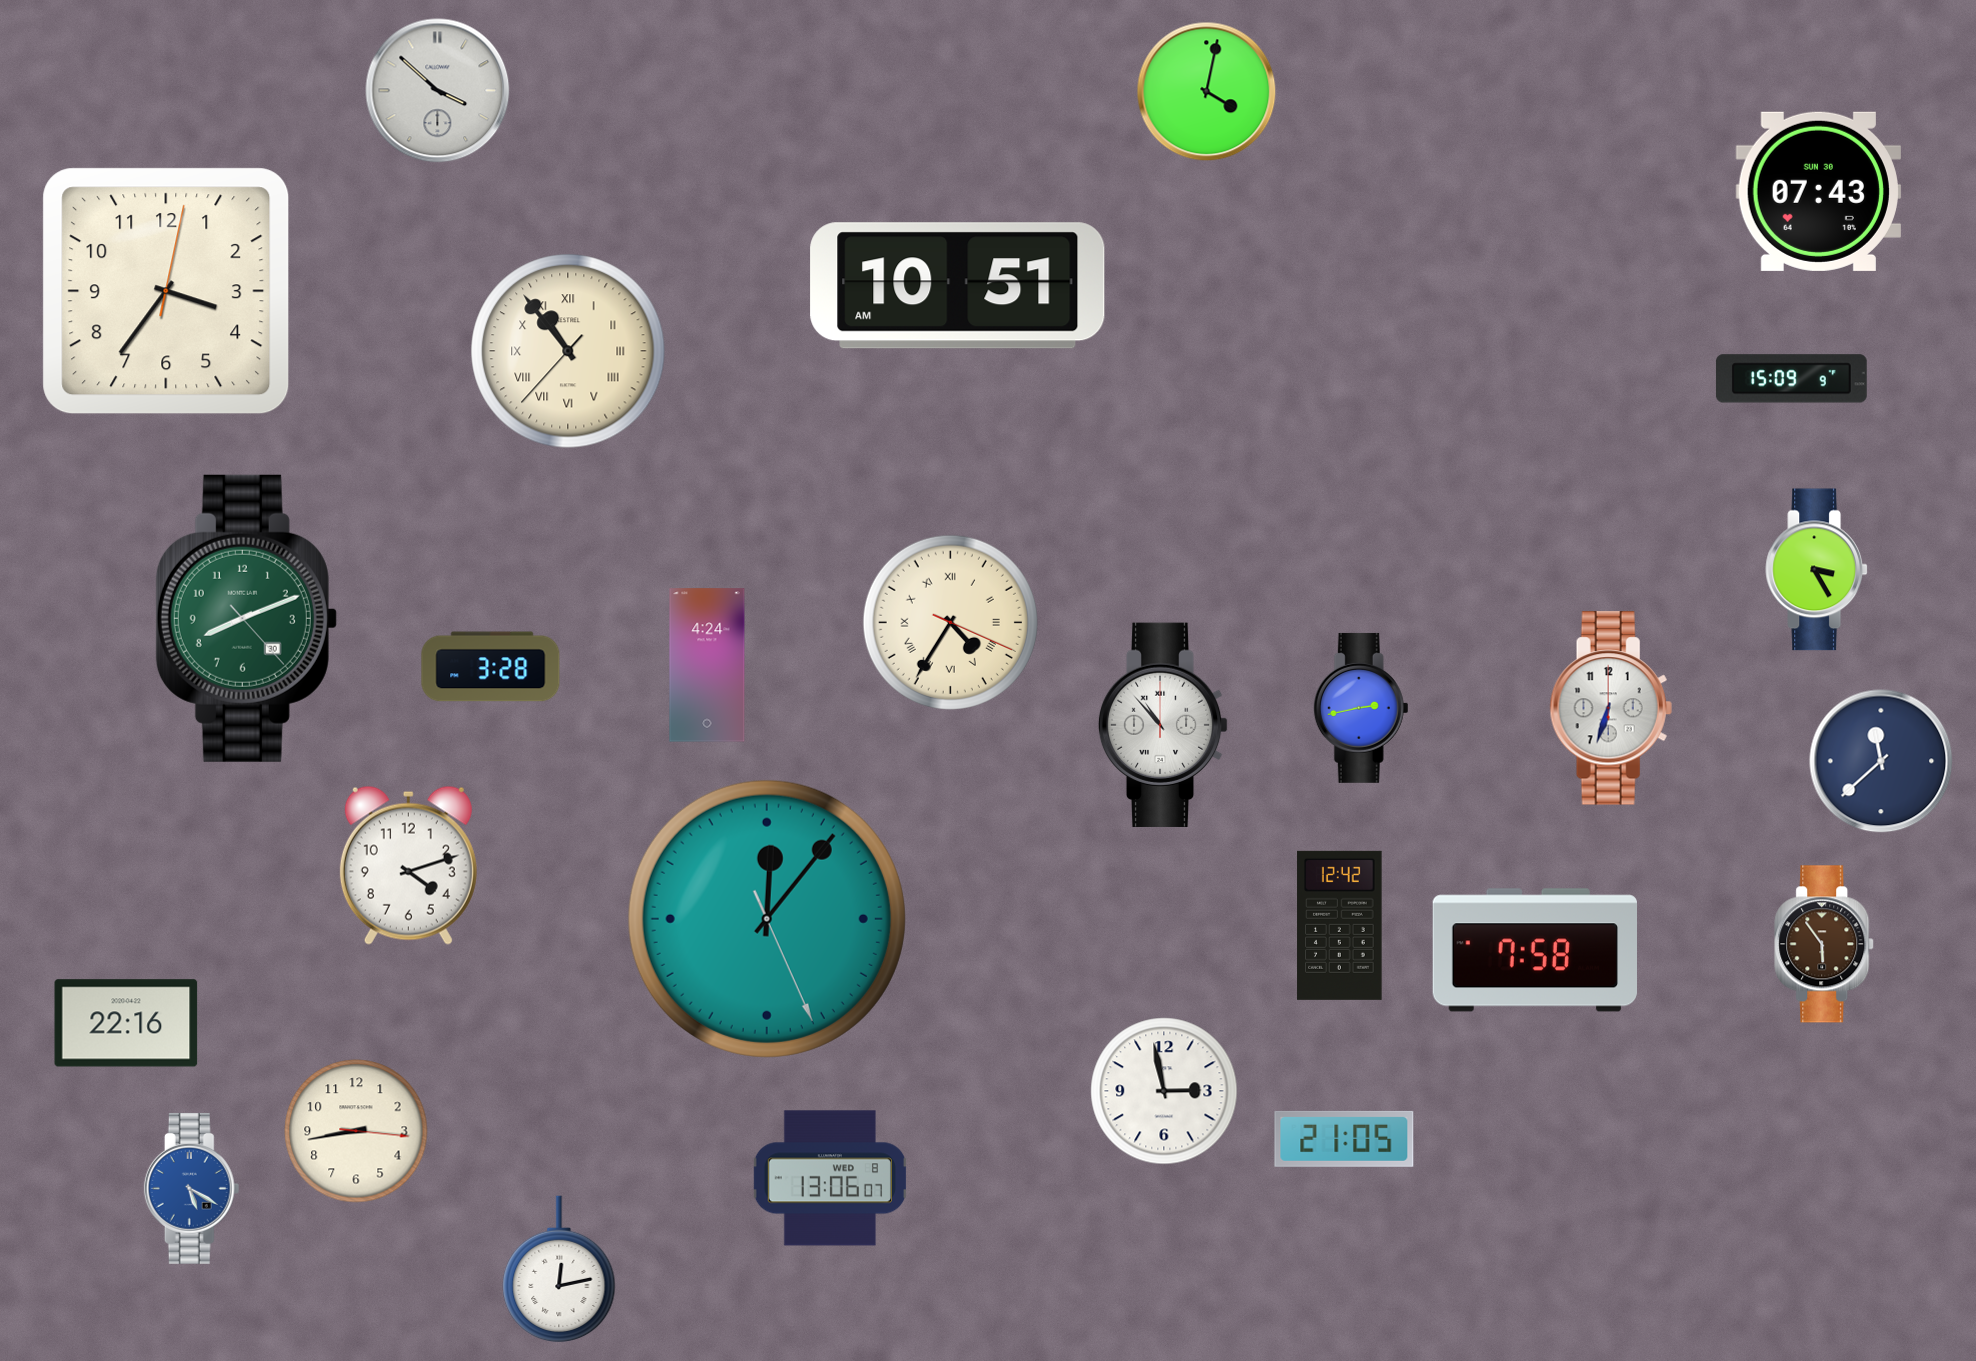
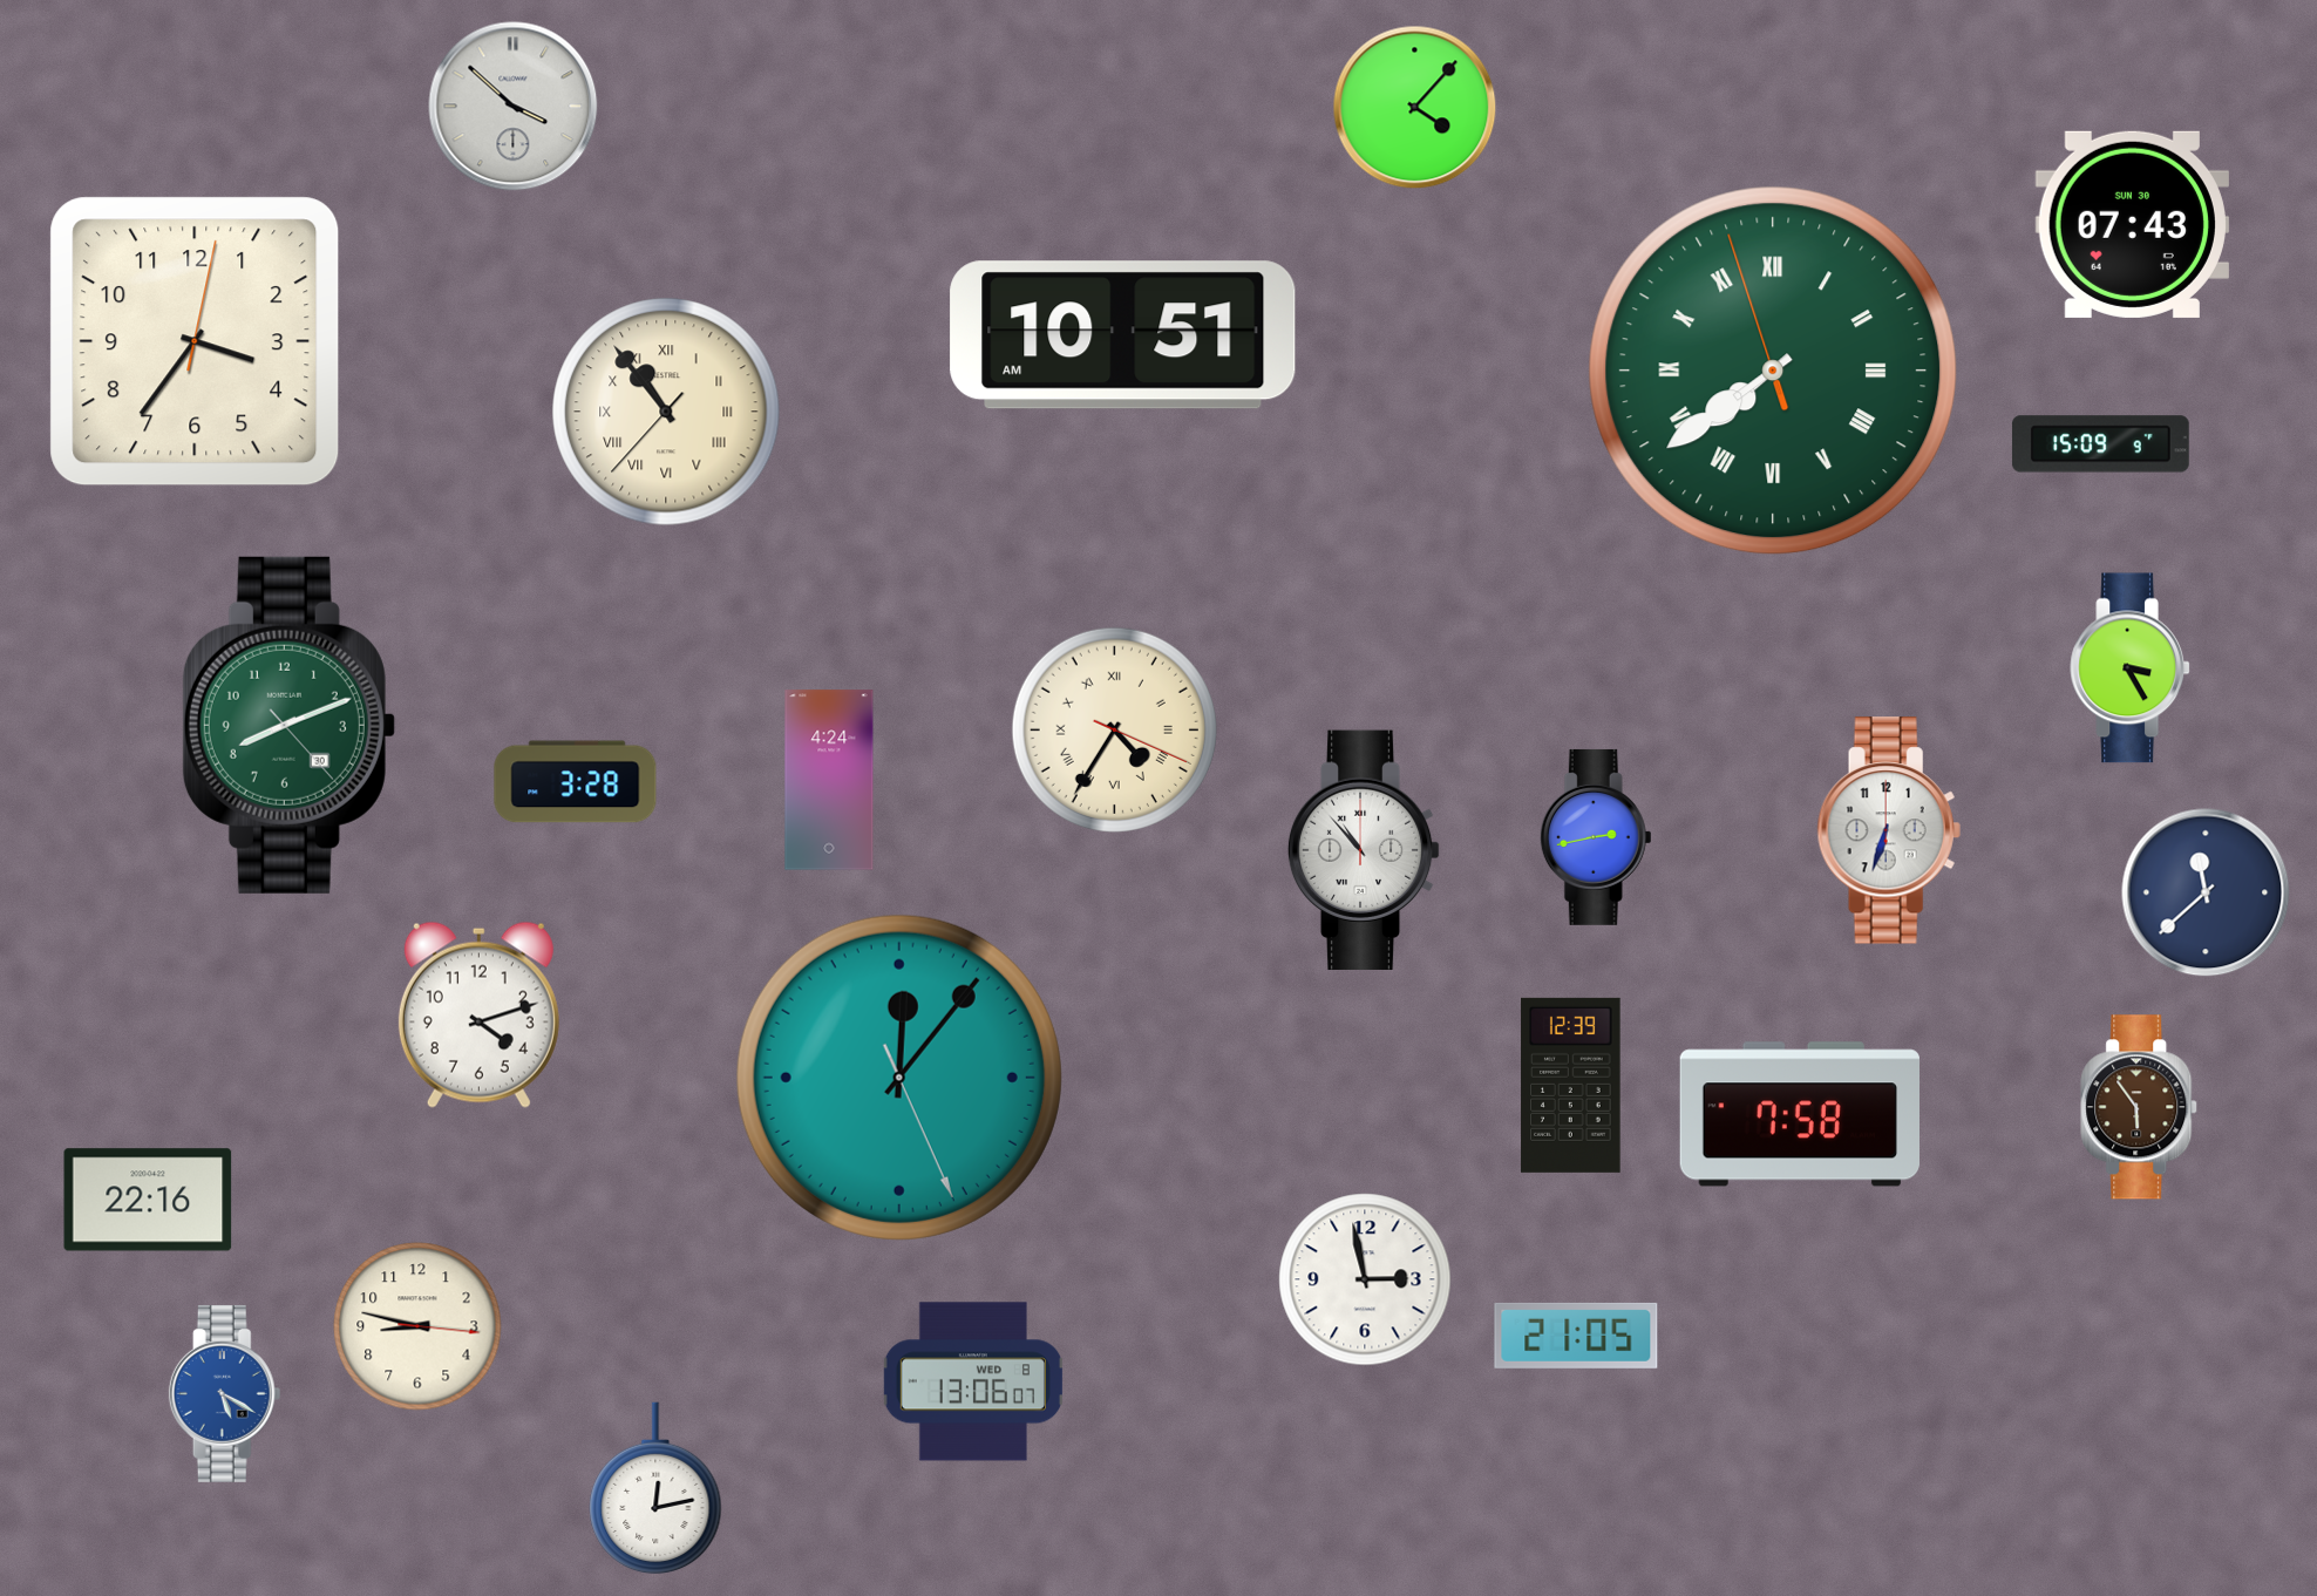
clock at (1207, 92): 4:02 -> 4:07
clock at (1773, 371): none -> 7:38
clock at (1361, 708) position: (1361, 708) -> (1596, 837)
clock at (1340, 925): 12:42 -> 12:39
clock at (356, 1131): 8:43 -> 8:47
